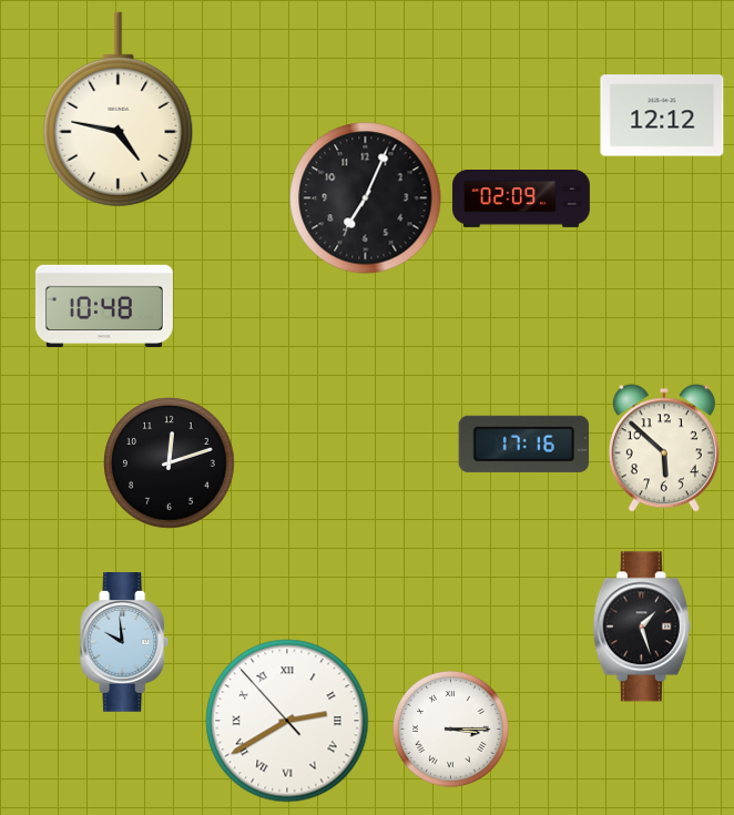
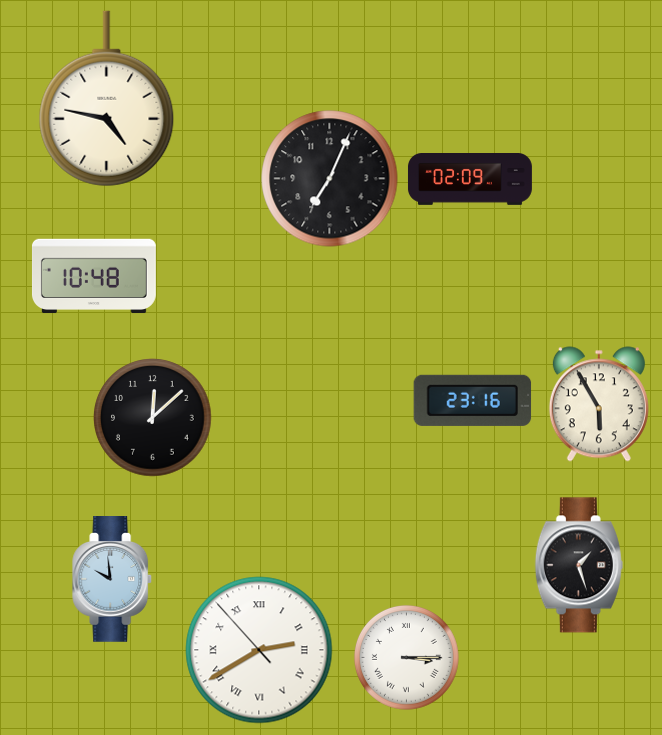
clock at (662, 115): 12:12 -> none
clock at (524, 444): 17:16 -> 23:16
clock at (664, 448): 5:52 -> 5:55
clock at (170, 463): 12:12 -> 12:08
